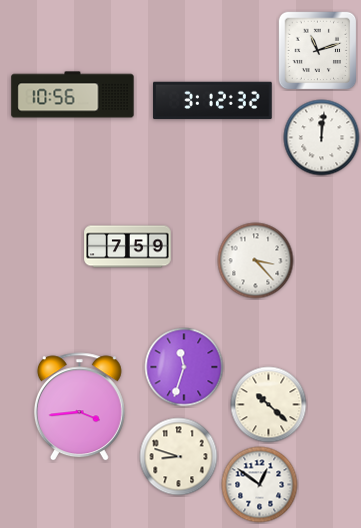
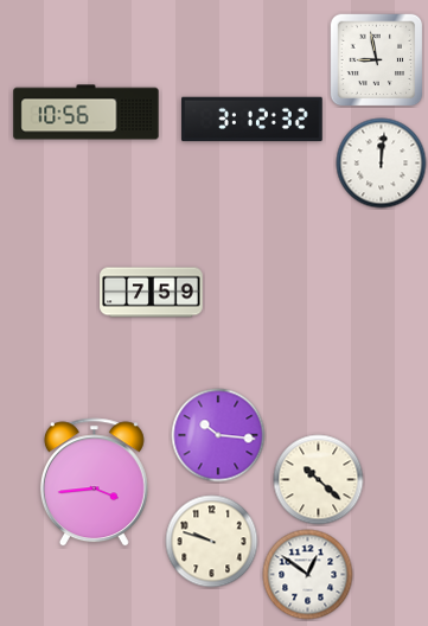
clock at (318, 51): 11:12 -> 8:58
clock at (256, 261): 3:23 -> none
clock at (184, 367): 11:33 -> 10:16
clock at (179, 457): 8:48 -> 9:48
